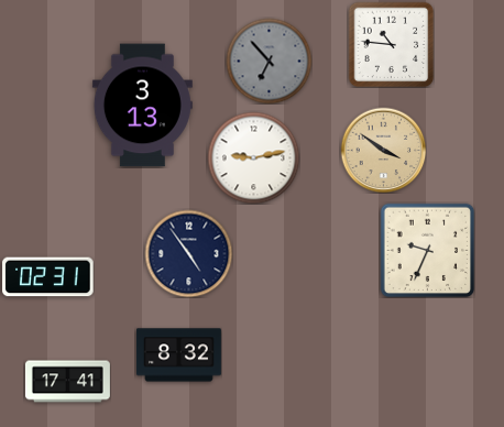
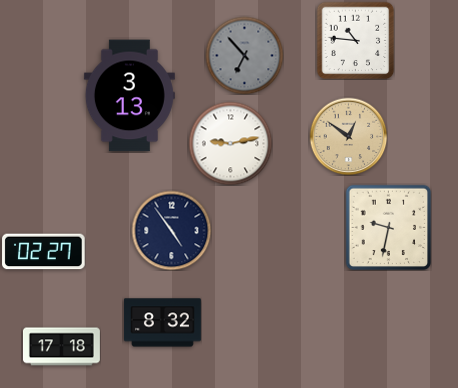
clock at (383, 150): 3:51 -> 12:51
clock at (427, 250): 9:34 -> 9:32
clock at (48, 277): 02:31 -> 02:27
clock at (67, 382): 17:41 -> 17:18
